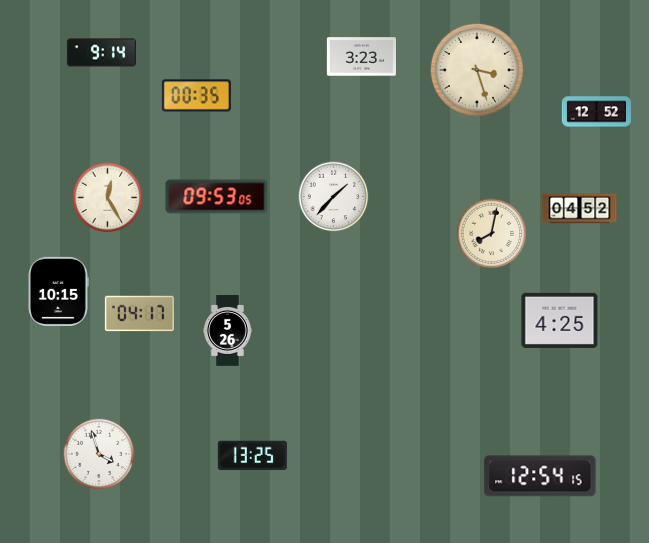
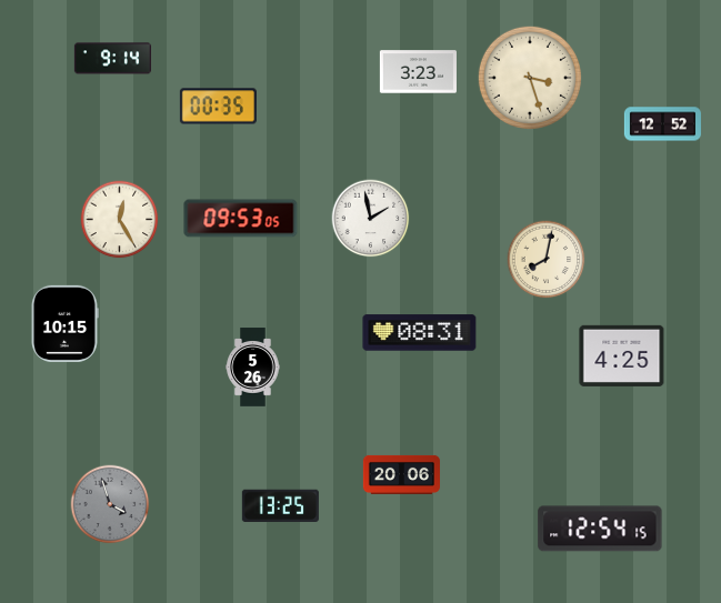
clock at (361, 57) position: (361, 57) -> (418, 72)
clock at (334, 197): 1:37 -> 1:58
clock at (580, 209): 04:52 -> none
clock at (420, 333): none -> 08:31
clock at (139, 314): 04:17 -> none
clock at (401, 474): none -> 20:06
clock at (99, 454) dial: white -> grey
